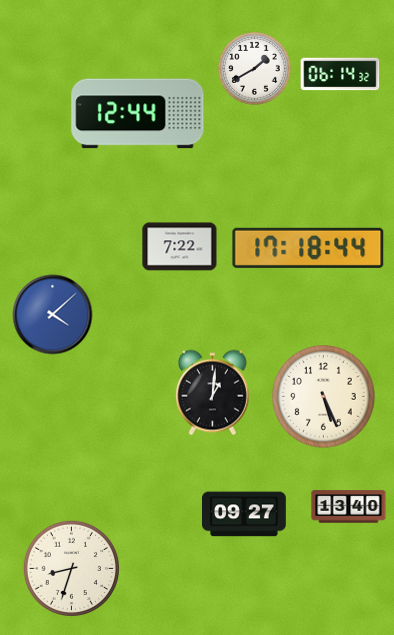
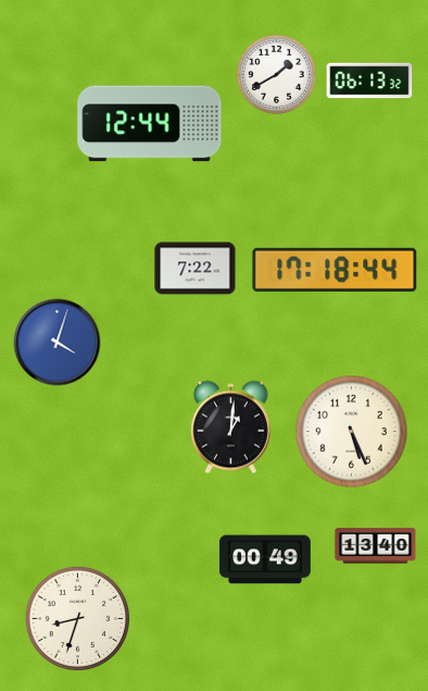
clock at (340, 74): 06:14 -> 06:13
clock at (53, 315): 4:08 -> 4:03
clock at (349, 507) position: (349, 507) -> (376, 546)
clock at (245, 514): 09:27 -> 00:49
